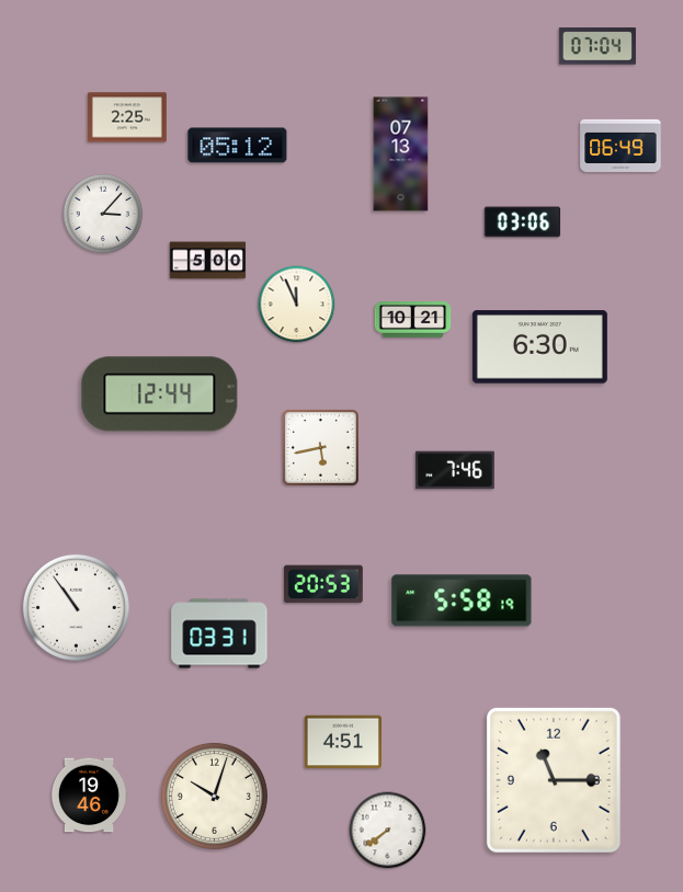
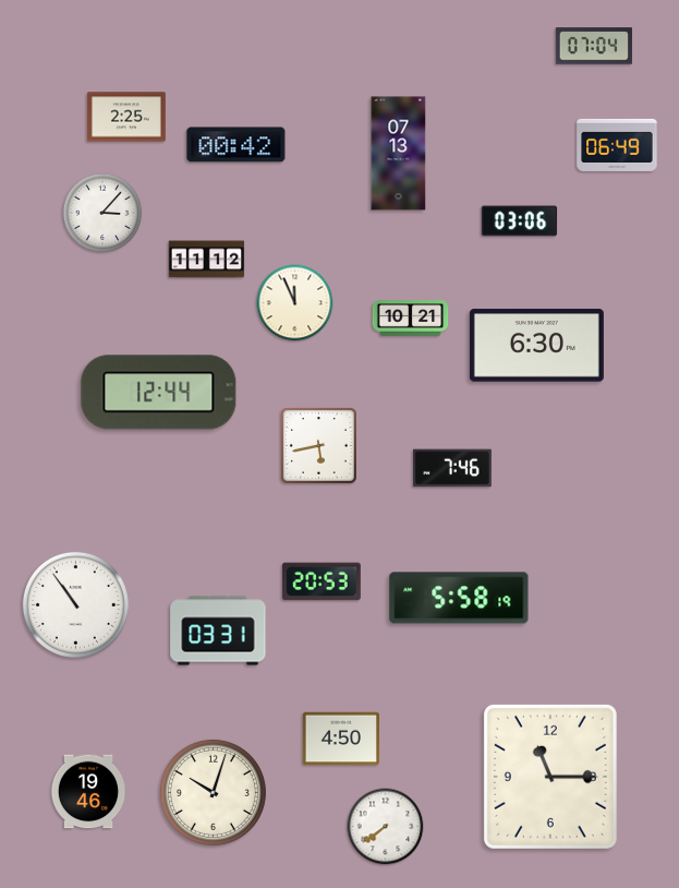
clock at (238, 146): 05:12 -> 00:42
clock at (208, 261): 5:00 -> 11:12
clock at (343, 742): 4:51 -> 4:50
